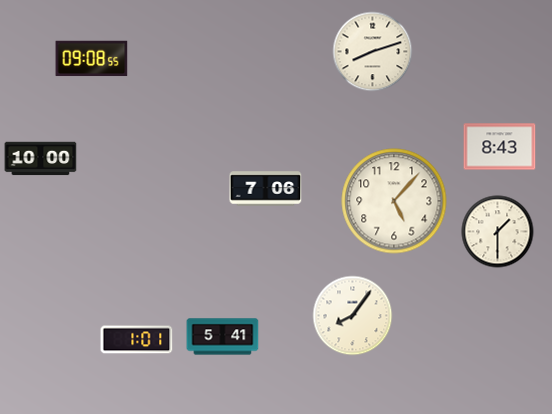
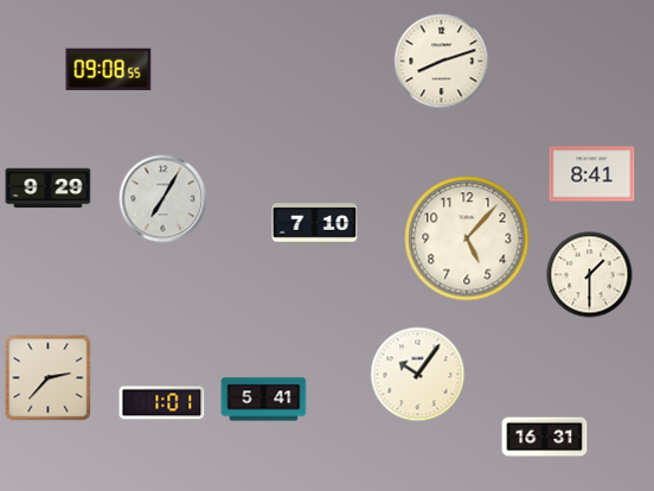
clock at (500, 147): 8:43 -> 8:41
clock at (41, 159): 10:00 -> 9:29
clock at (163, 199): none -> 7:05
clock at (266, 189): 7:06 -> 7:10
clock at (353, 316): 8:06 -> 10:06
clock at (49, 378): none -> 2:37
clock at (545, 438): none -> 16:31
